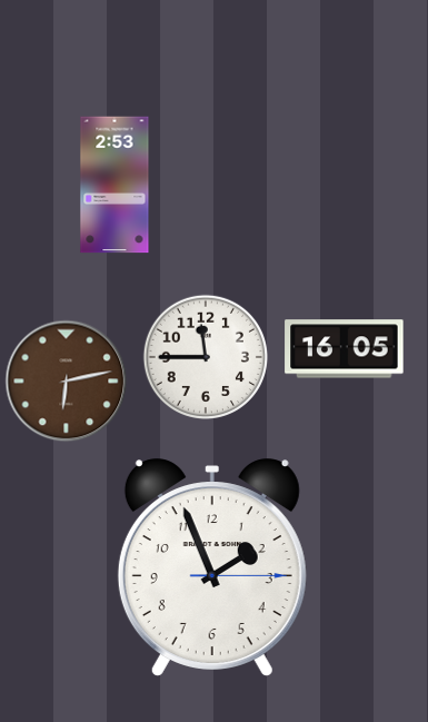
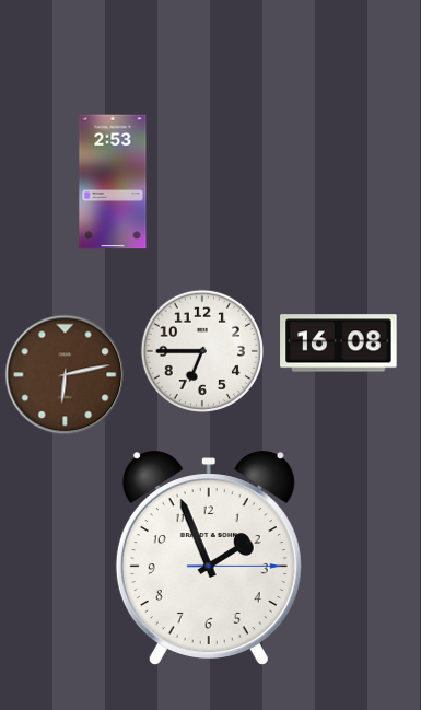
clock at (345, 349): 16:05 -> 16:08
clock at (206, 357): 11:45 -> 6:45
